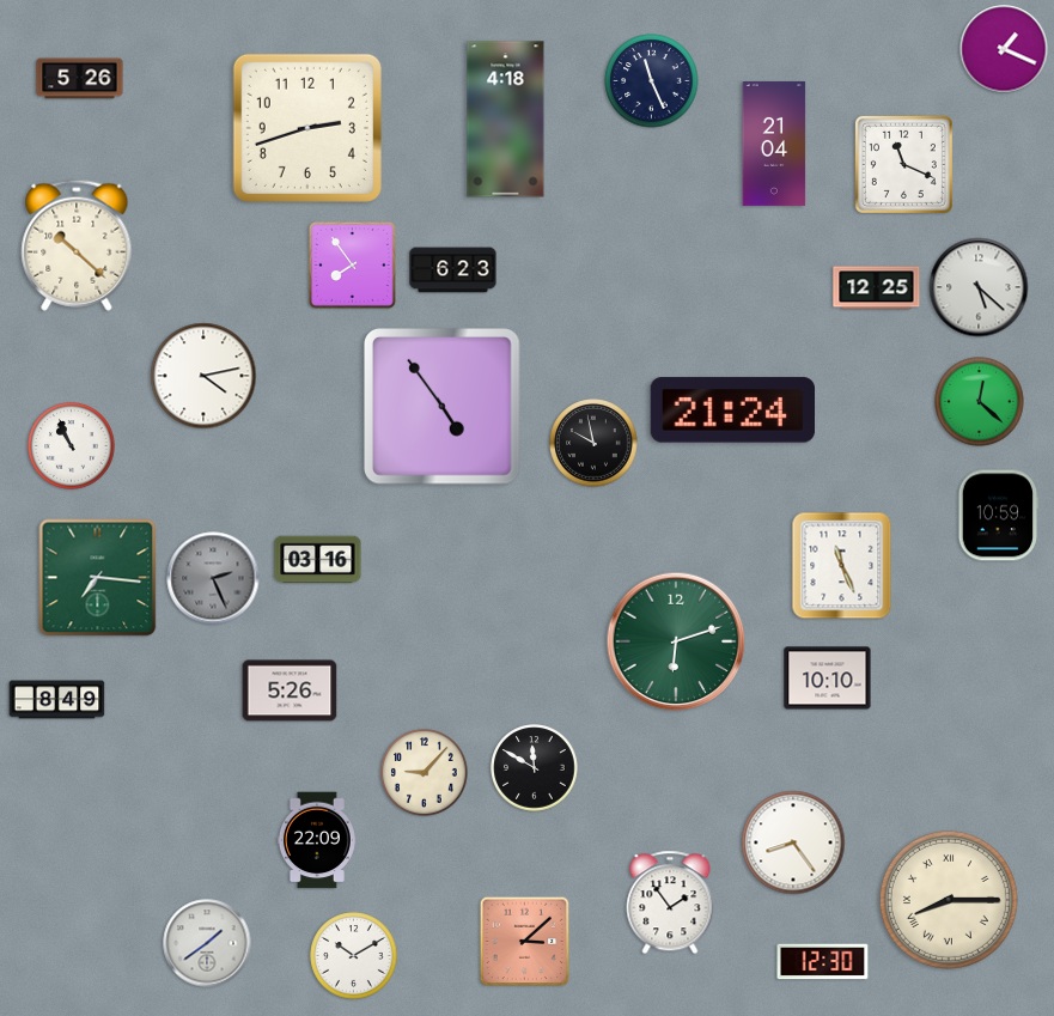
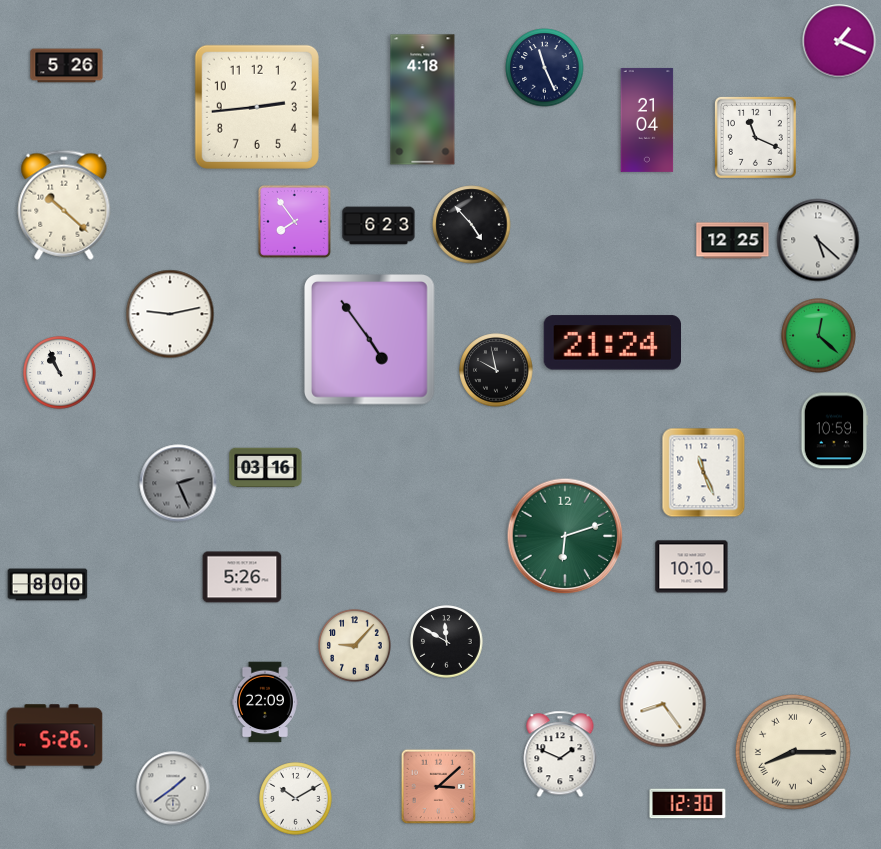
clock at (307, 128): 2:42 -> 2:44
clock at (472, 225): none -> 4:53
clock at (203, 376): 4:13 -> 9:13
clock at (98, 578): 7:16 -> none
clock at (57, 700): 8:49 -> 8:00
clock at (55, 737): none -> 5:26
clock at (670, 902): 1:54 -> 1:49
